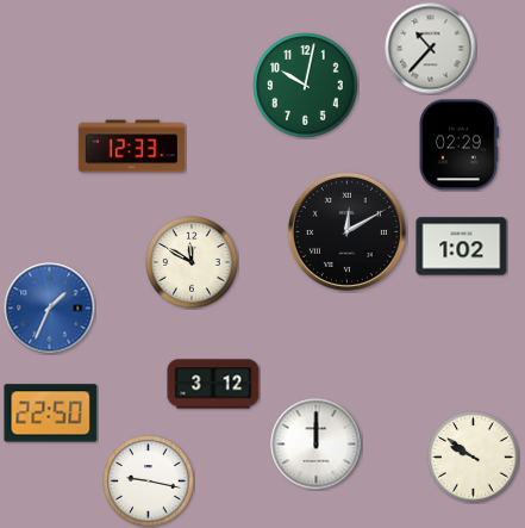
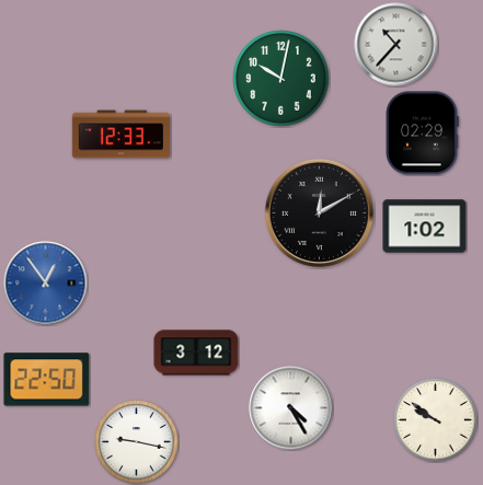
clock at (192, 262): 11:50 -> none
clock at (50, 309): 1:34 -> 12:54
clock at (317, 445): 12:00 -> 4:25
